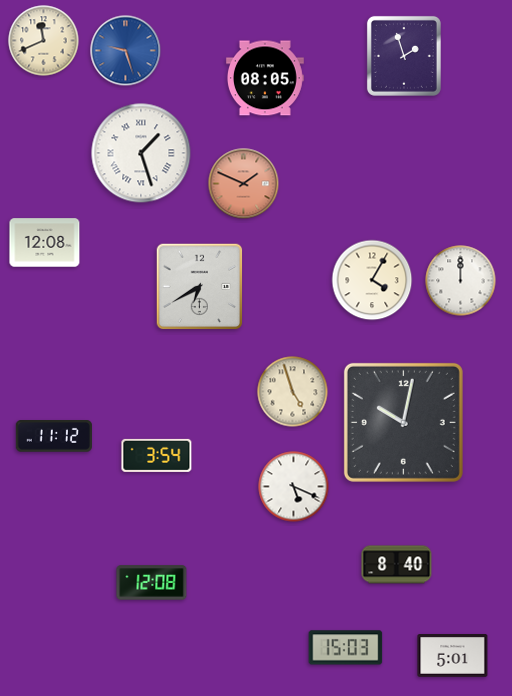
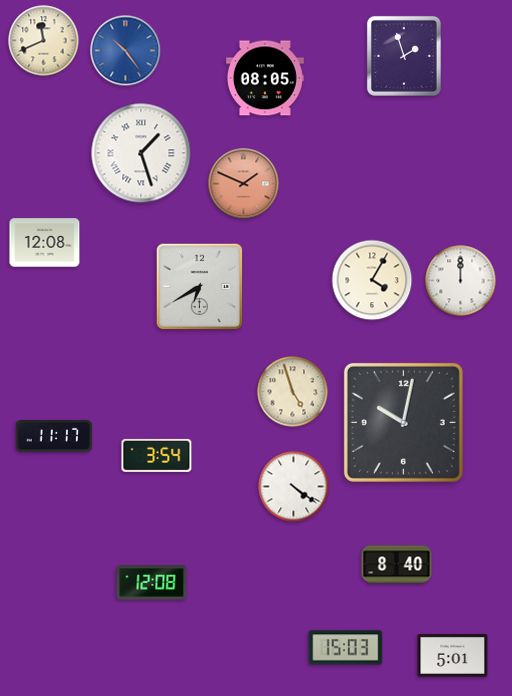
clock at (126, 51): 9:27 -> 10:24
clock at (54, 436): 11:12 -> 11:17
clock at (294, 487): 5:19 -> 4:21
